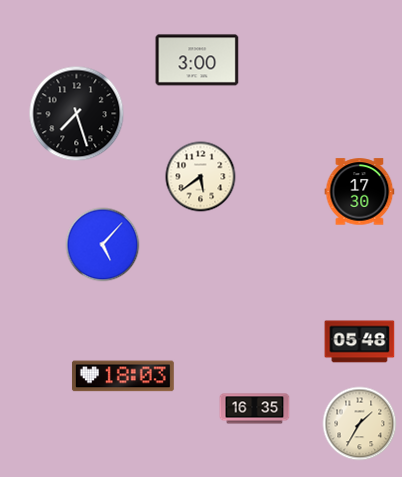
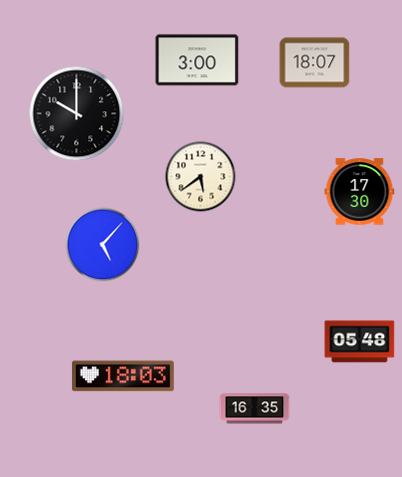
clock at (315, 63): none -> 18:07
clock at (77, 114): 7:27 -> 10:00
clock at (360, 424): 1:35 -> none
